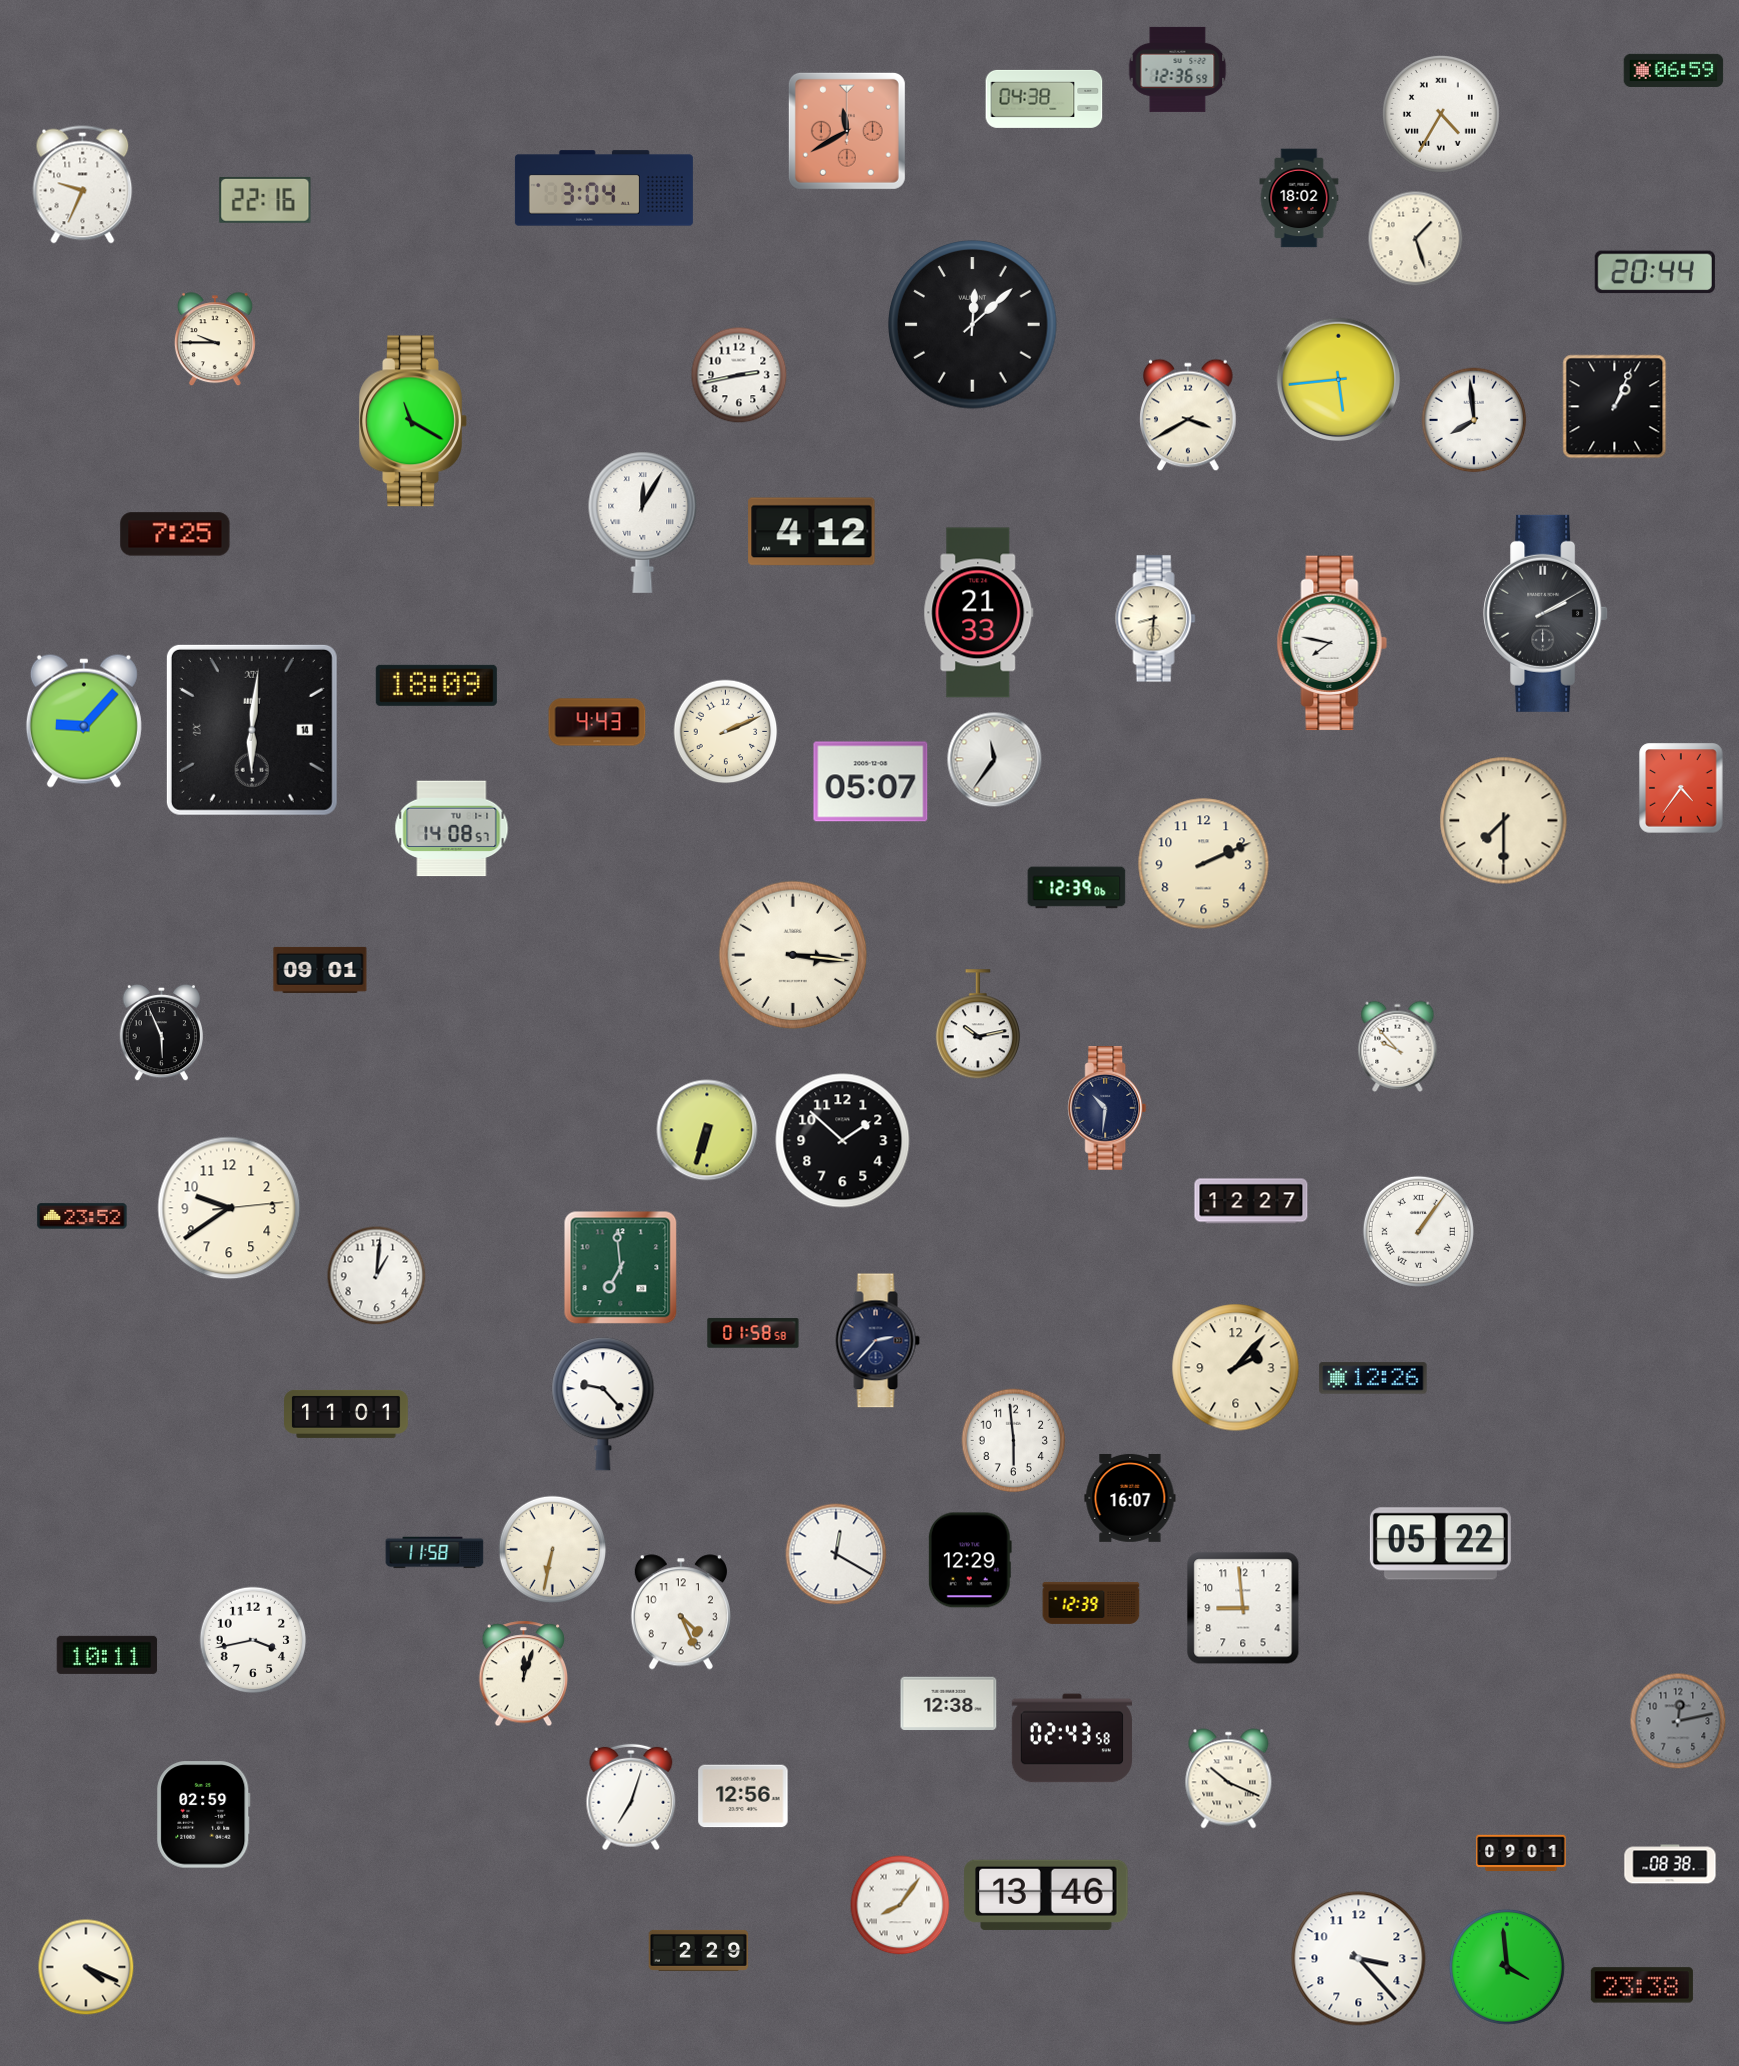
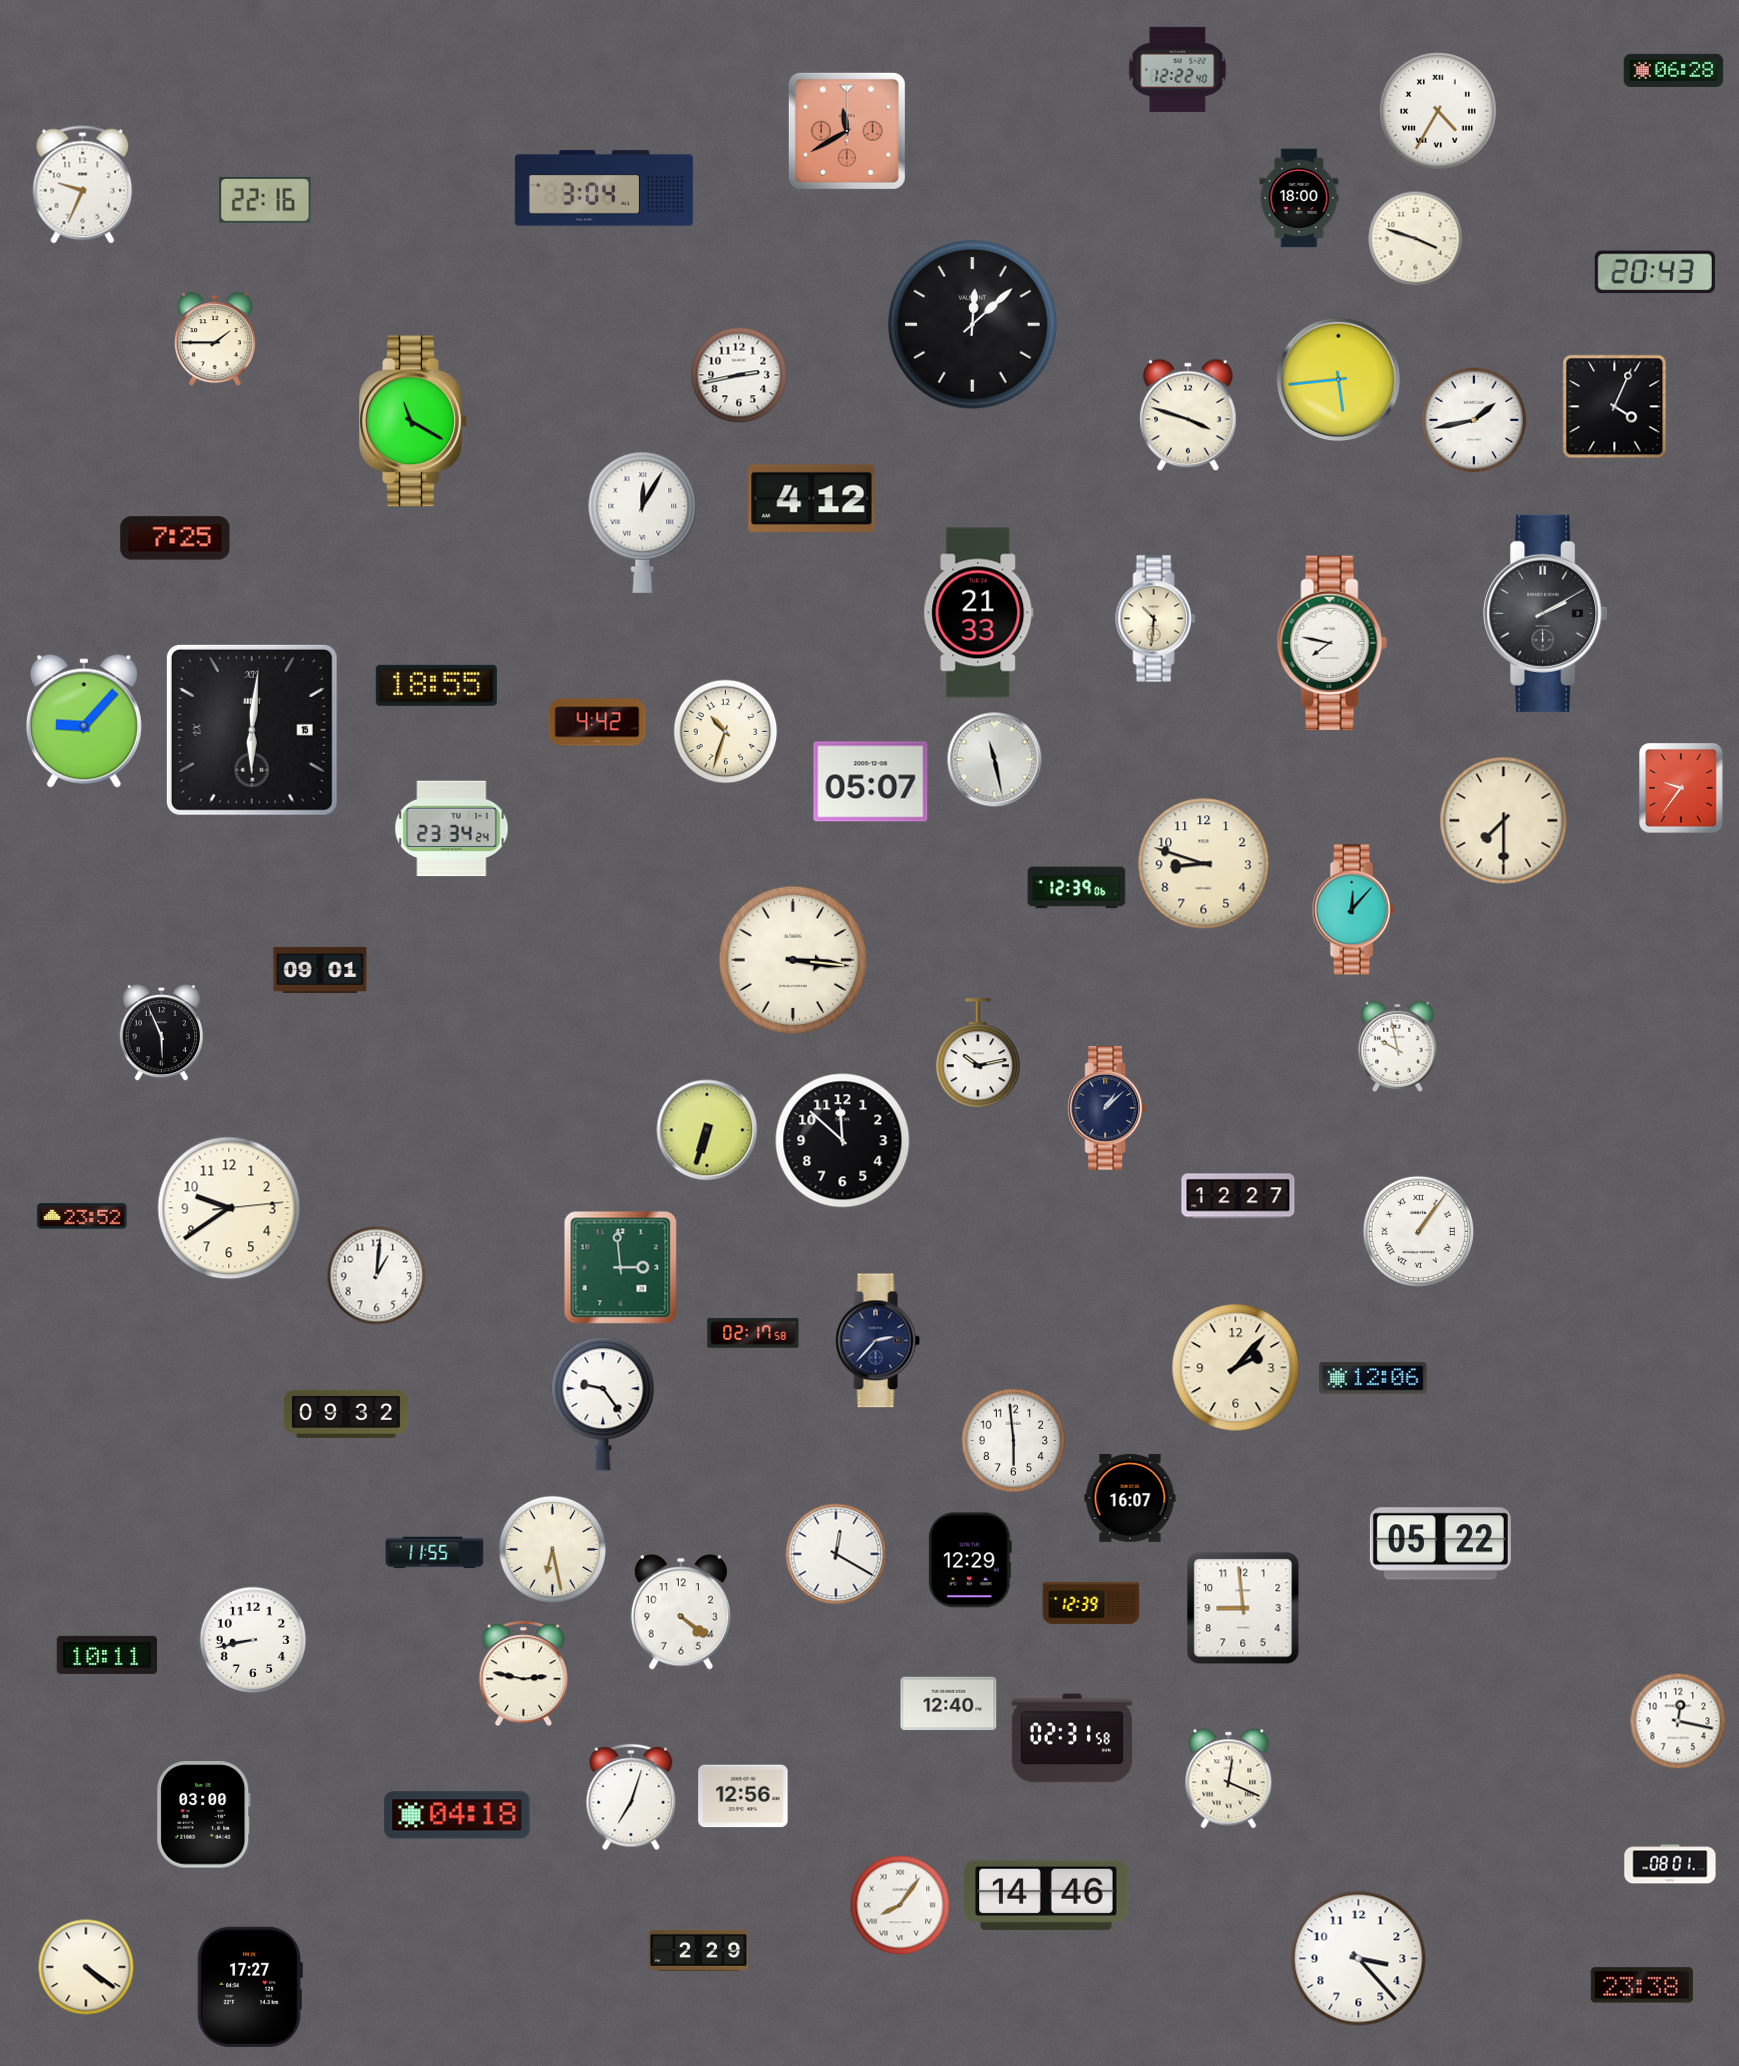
clock at (1178, 69): 12:36 -> 12:22
clock at (1674, 70): 06:59 -> 06:28
clock at (1044, 99): 04:38 -> none
clock at (1441, 114) position: (1441, 114) -> (1438, 111)
clock at (1299, 198): 18:02 -> 18:00
clock at (1416, 239): 1:27 -> 3:48
clock at (1655, 272): 20:44 -> 20:43
clock at (215, 340): 9:45 -> 1:45
clock at (1615, 407): 1:04 -> 4:04
clock at (1188, 415): 3:40 -> 3:48
clock at (1474, 420): 7:59 -> 1:43
clock at (812, 532) position: (812, 532) -> (812, 499)
clock at (175, 534) position: (175, 534) -> (175, 538)
clock at (1156, 619): 8:31 -> 10:31
clock at (436, 685): 18:09 -> 18:55
clock at (597, 722): 4:43 -> 4:42
clock at (252, 730) date: 14 -> 15
clock at (726, 732): 2:11 -> 10:33
clock at (995, 760): 11:36 -> 11:28
clock at (1681, 788): 4:36 -> 9:36
clock at (452, 829): 14:08 -> 23:34
clock at (1204, 864): 2:11 -> 8:48
clock at (1353, 910): none -> 12:07
clock at (793, 955) position: (793, 955) -> (793, 960)
clock at (978, 1025) position: (978, 1025) -> (978, 1054)
clock at (1398, 1046): 9:53 -> 9:58
clock at (1107, 1109): 10:31 -> 1:08
clock at (843, 1141): 1:52 -> 11:52
clock at (1251, 1201) position: (1251, 1201) -> (1238, 1196)
clock at (621, 1268): 6:59 -> 2:59
clock at (753, 1333): 01:58 -> 02:17
clock at (1373, 1378): 12:26 -> 12:06
clock at (603, 1404): 9:23 -> 9:24
clock at (346, 1414): 11:01 -> 09:32
clock at (552, 1549): 6:32 -> 6:28
clock at (435, 1553): 11:58 -> 11:55
clock at (681, 1612): 4:26 -> 4:21
clock at (253, 1640): 3:43 -> 8:43
clock at (524, 1674): 12:03 -> 2:47
clock at (949, 1704): 12:38 -> 12:40
clock at (1678, 1721): 12:13 -> 12:17
clock at (1678, 1721) dial: grey -> white
clock at (1072, 1738): 02:43 -> 02:31
clock at (1229, 1779): 10:19 -> 12:19
clock at (204, 1815): 02:59 -> 03:00
clock at (457, 1815): none -> 04:18
clock at (1521, 1853): 09:01 -> none
clock at (1670, 1864): 08:38 -> 08:01
clock at (1046, 1895): 13:46 -> 14:46
clock at (86, 1967): 4:19 -> 4:21
clock at (1507, 1967): 3:59 -> none
clock at (250, 1987): none -> 17:27
